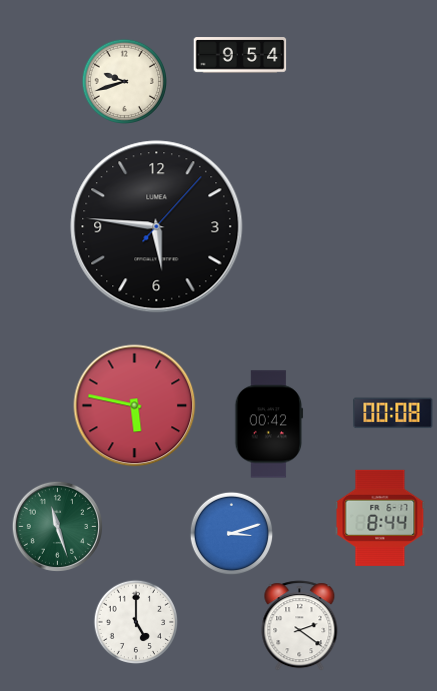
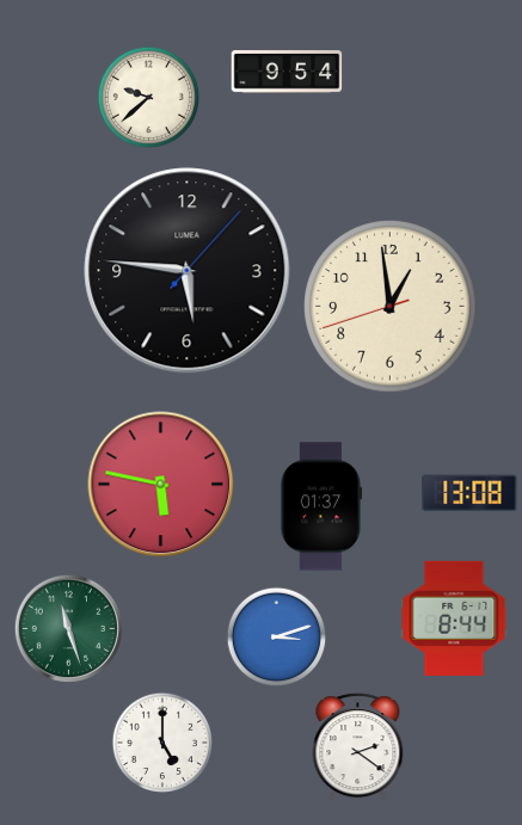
clock at (240, 55) position: (240, 55) -> (287, 72)
clock at (124, 81): 9:42 -> 9:38
clock at (391, 307): none -> 12:58
clock at (393, 413): 00:08 -> 13:08
clock at (269, 424): 00:42 -> 01:37
